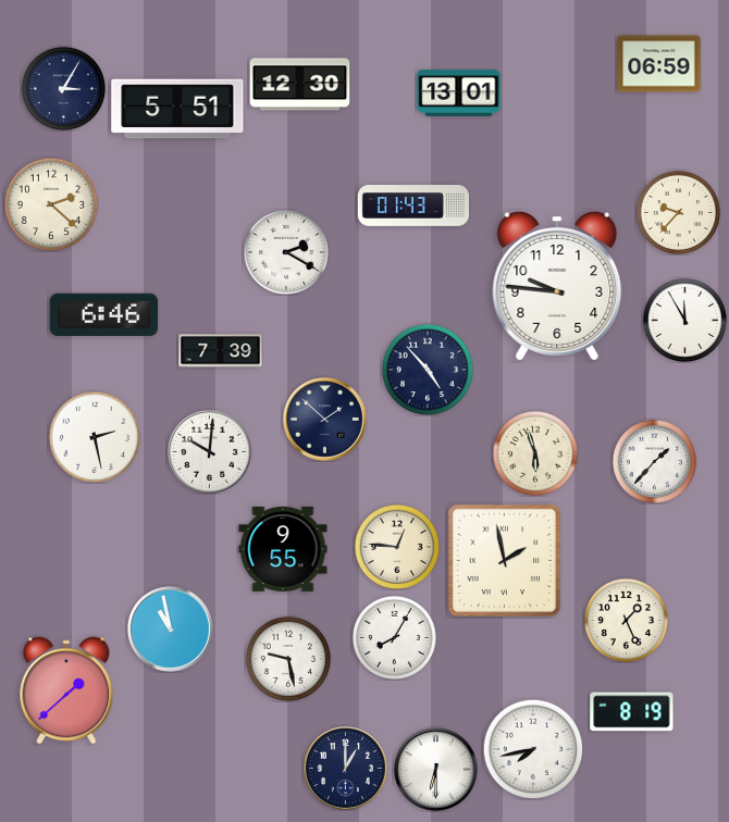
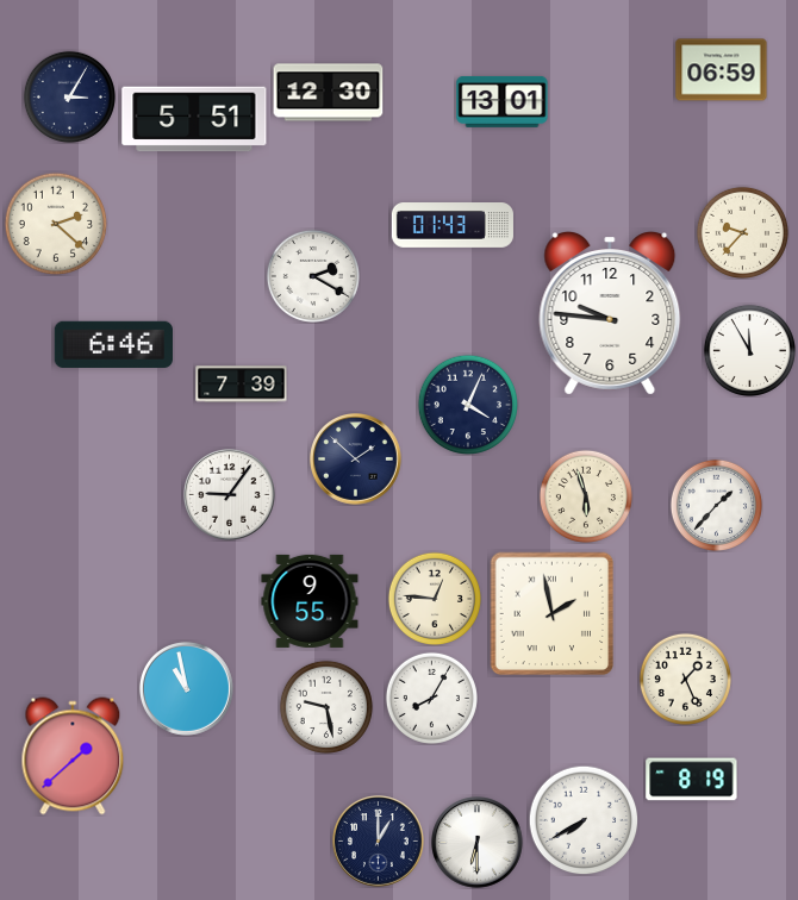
clock at (427, 369): 4:53 -> 4:04
clock at (94, 436): 2:28 -> none
clock at (210, 452): 10:01 -> 9:06
clock at (288, 659) position: (288, 659) -> (326, 707)
clock at (533, 749): 7:43 -> 7:40
